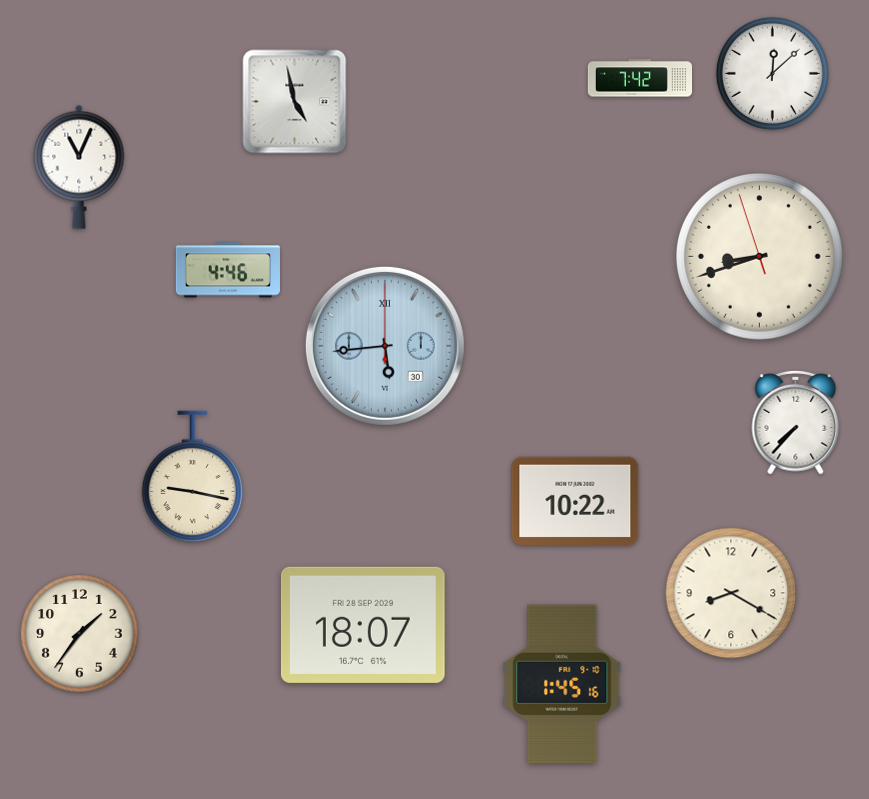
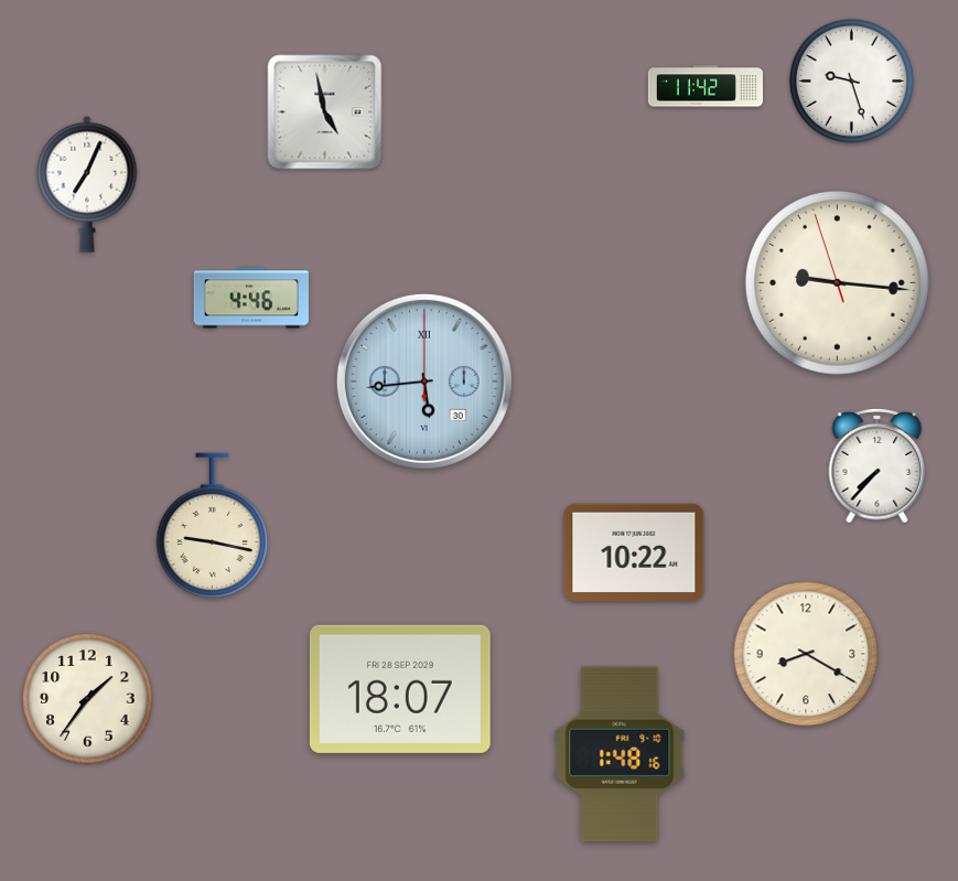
clock at (772, 73): 12:08 -> 9:27
clock at (640, 78): 7:42 -> 11:42
clock at (79, 167): 11:04 -> 7:04
clock at (759, 256): 8:41 -> 9:15
clock at (562, 684): 1:45 -> 1:48
